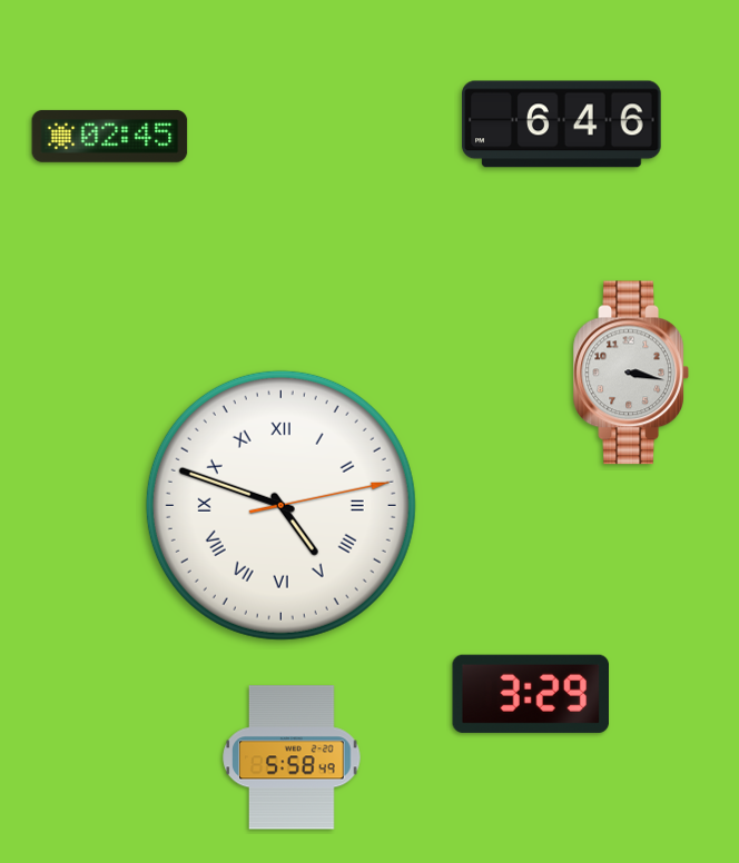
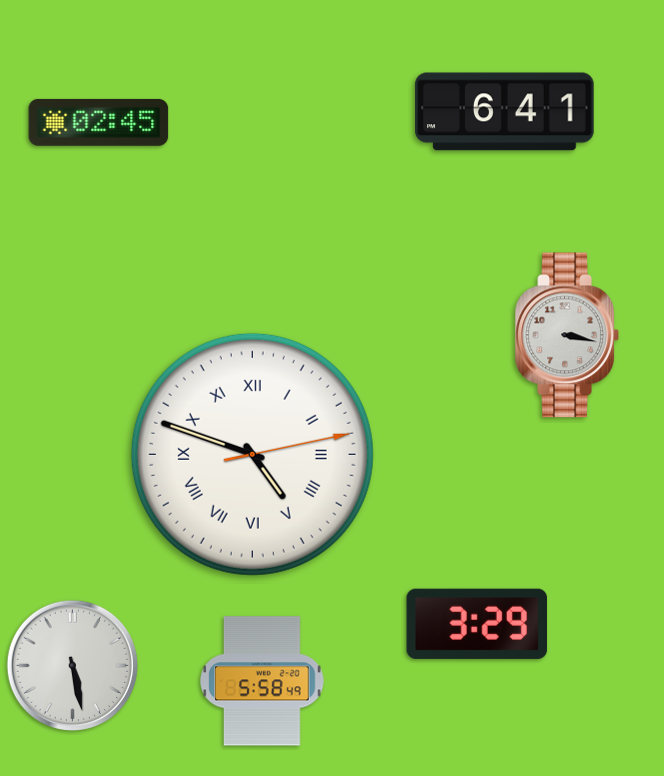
clock at (562, 125): 6:46 -> 6:41
clock at (72, 665): none -> 5:28
